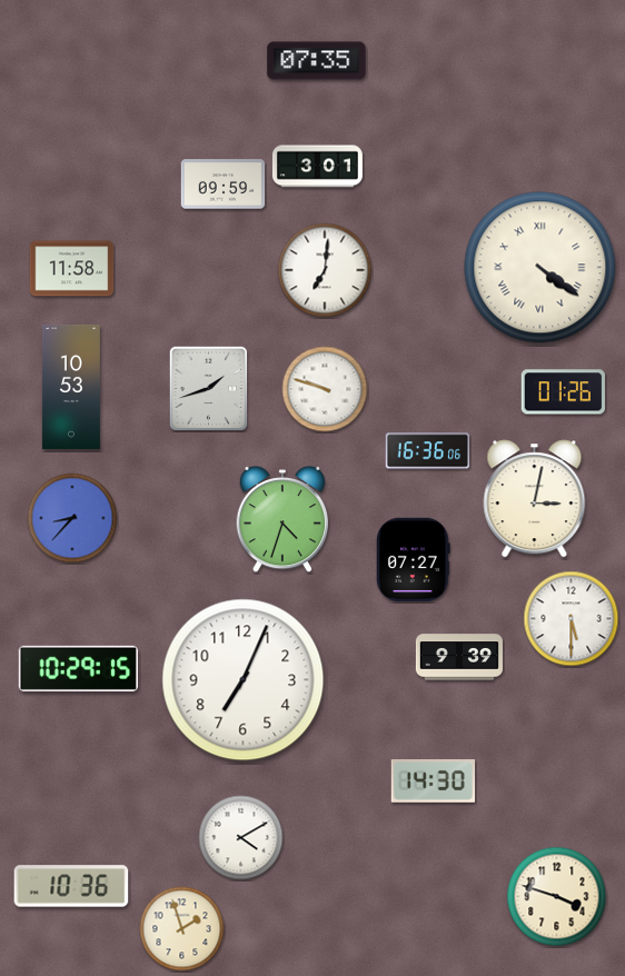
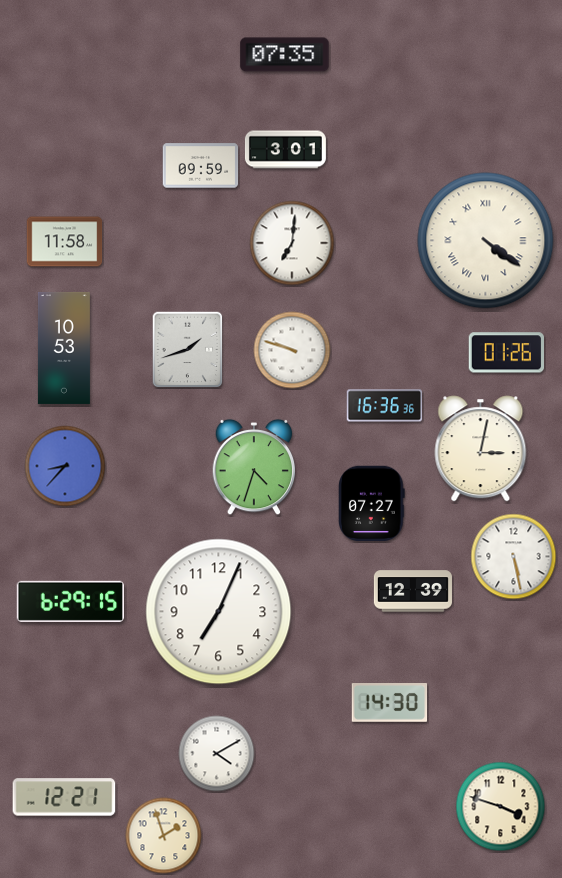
clock at (428, 451): 16:36:06 -> 16:36:36
clock at (572, 619): 5:30 -> 5:28
clock at (459, 657): 9:39 -> 12:39
clock at (78, 668): 10:29 -> 6:29
clock at (71, 886): 10:36 -> 12:21
